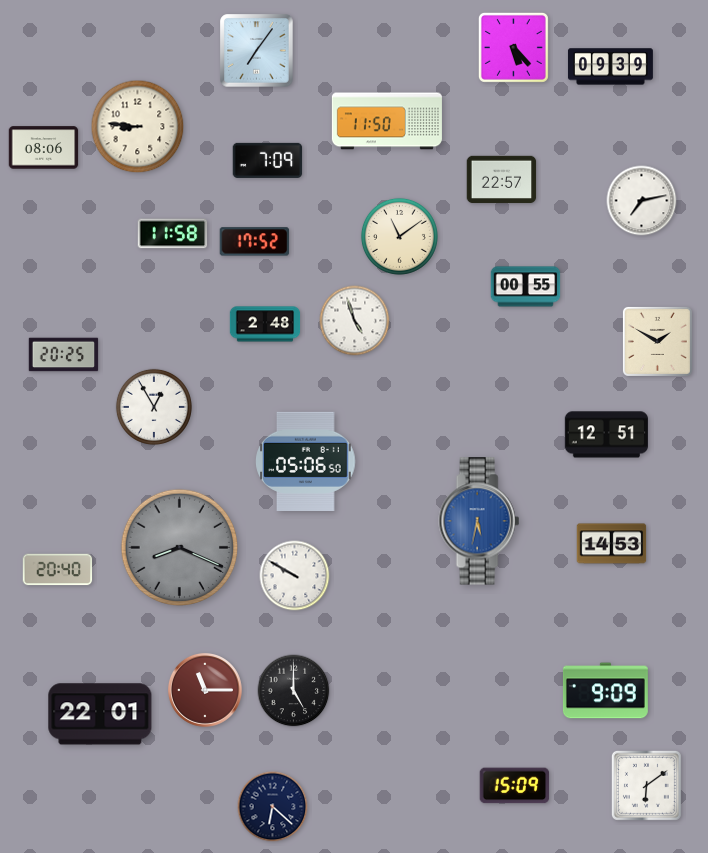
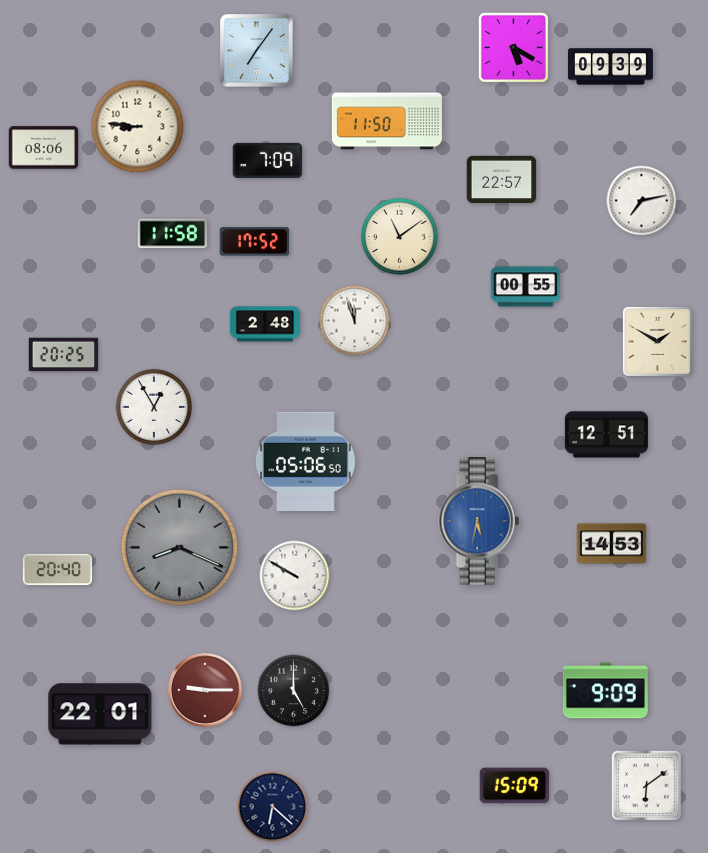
clock at (513, 47): 5:23 -> 5:20
clock at (355, 321): 4:57 -> 11:57
clock at (205, 690): 11:15 -> 9:15
